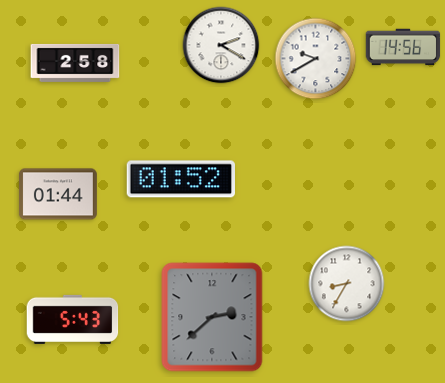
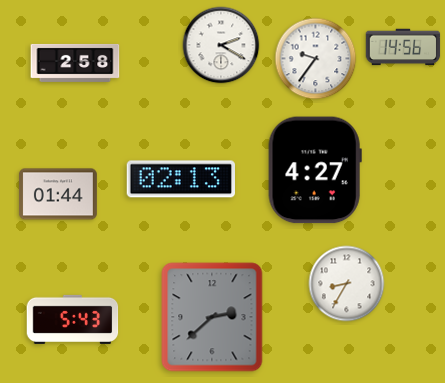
clock at (316, 59): 9:40 -> 9:36
clock at (315, 170): none -> 4:27
clock at (180, 179): 01:52 -> 02:13
